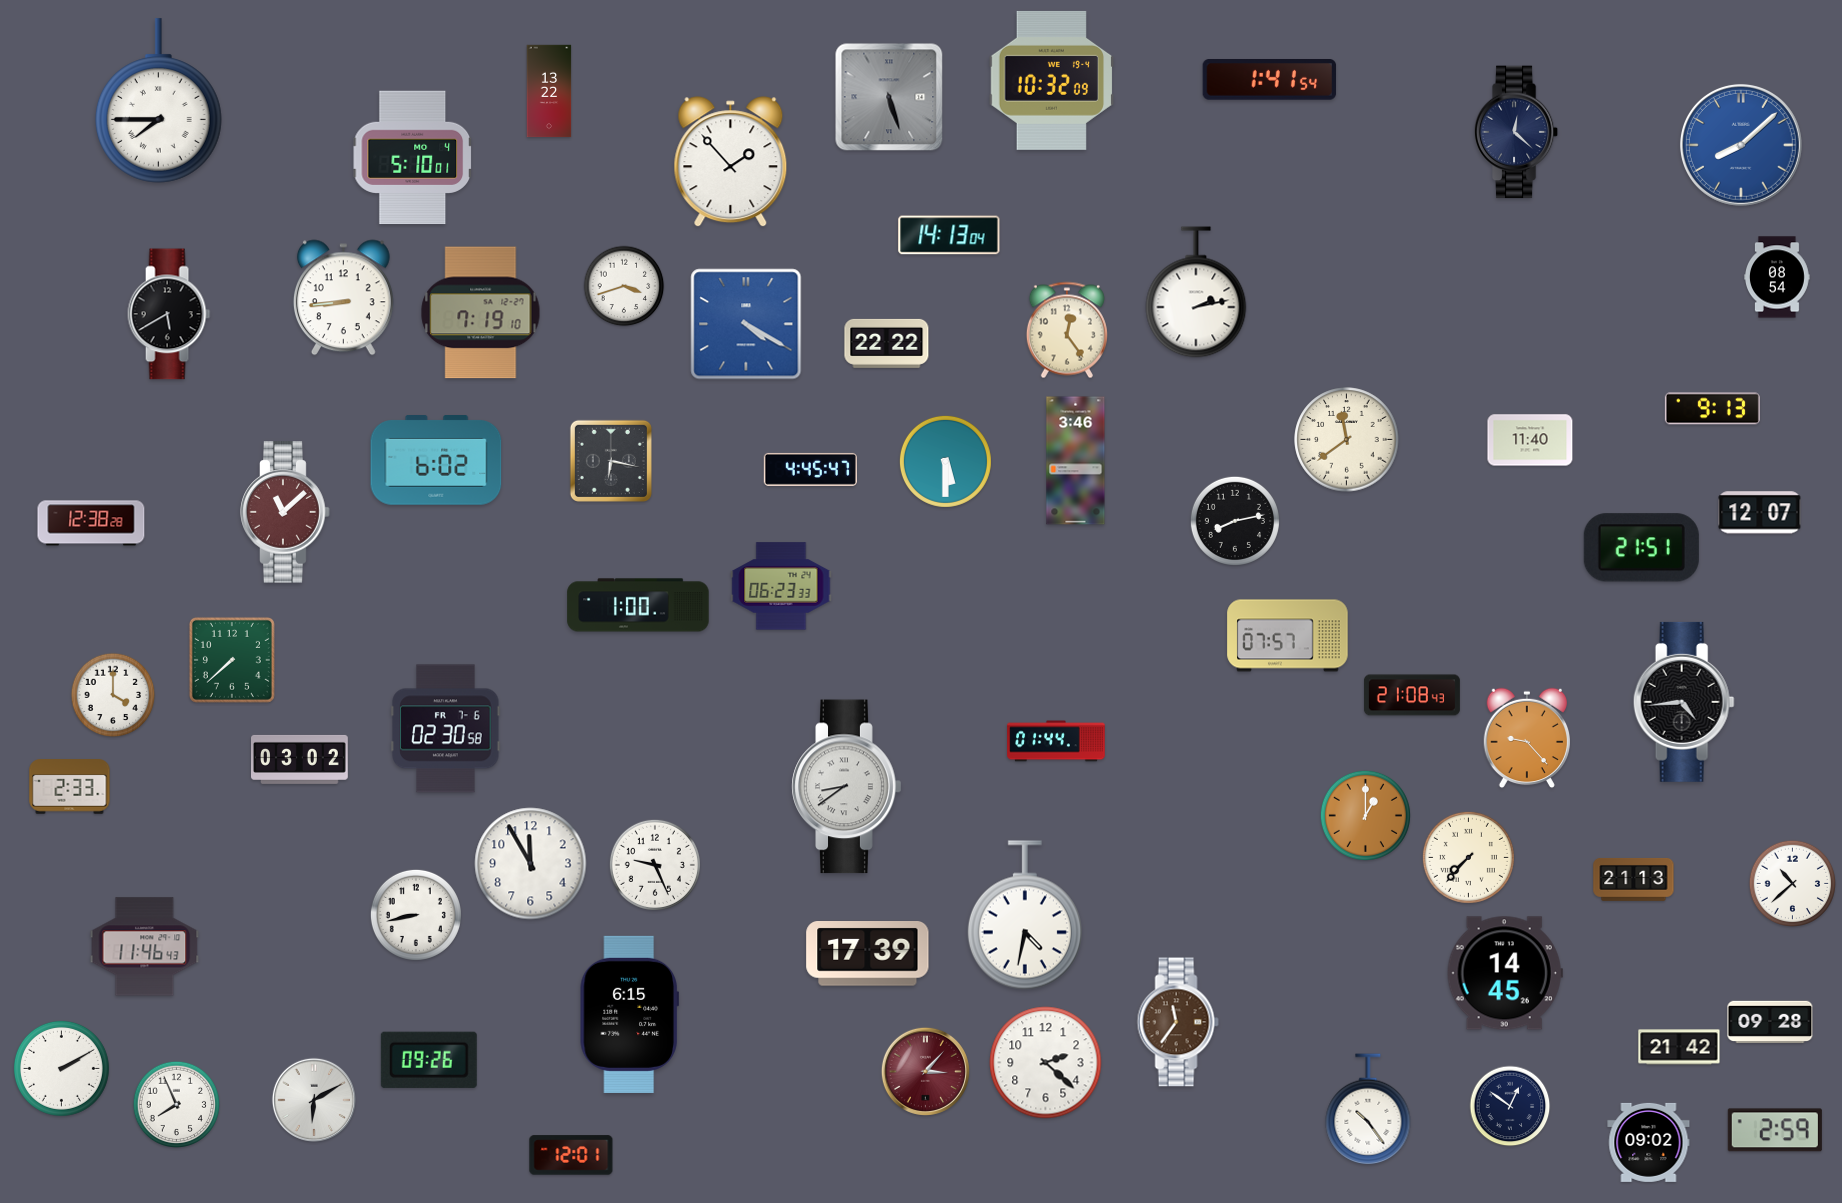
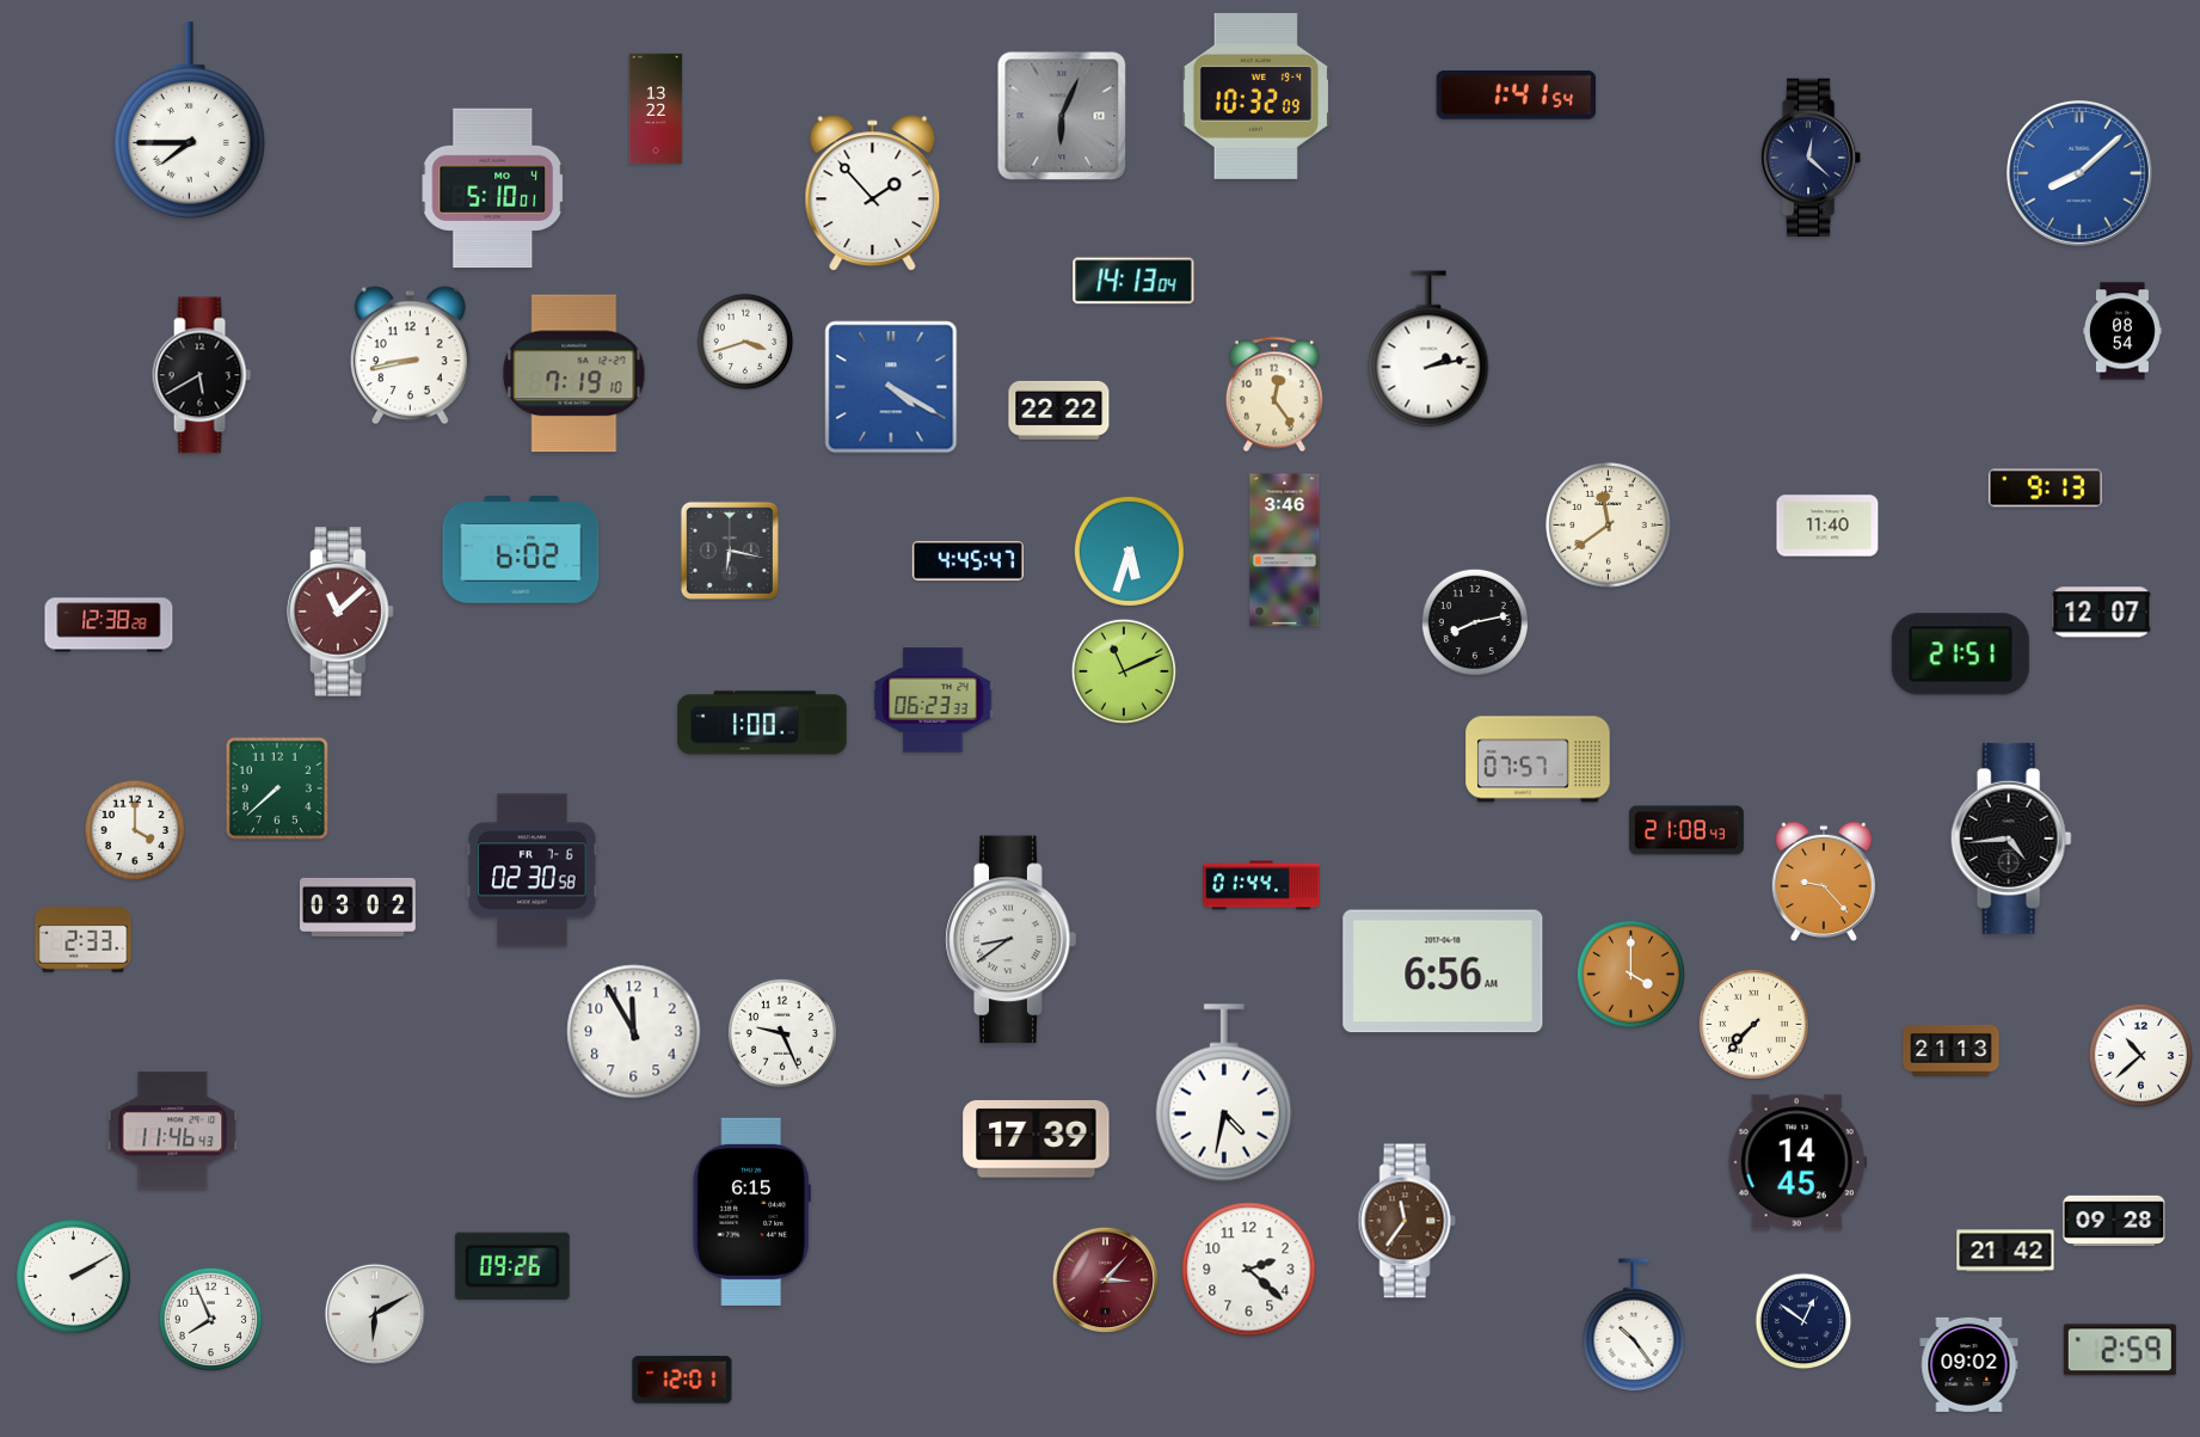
clock at (889, 97): 5:27 -> 6:04
clock at (343, 298): 8:44 -> 8:43
clock at (945, 461): 5:30 -> 5:33
clock at (1123, 670): none -> 11:11
clock at (1443, 971): none -> 6:56
clock at (1365, 815): 1:00 -> 4:00
clock at (416, 915): 8:43 -> none
